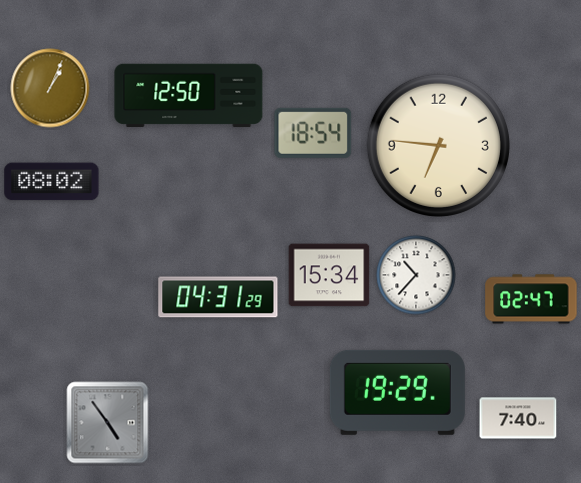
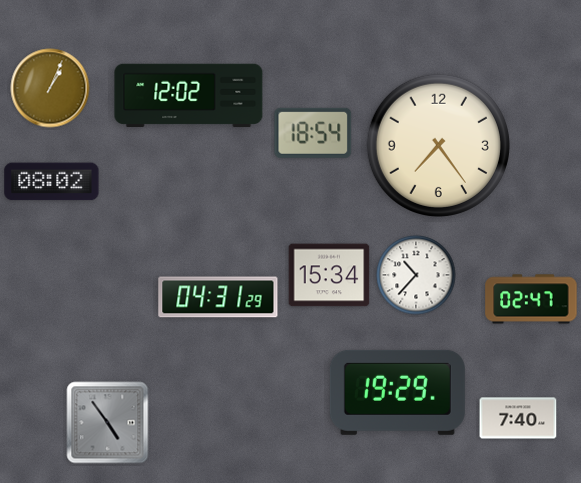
clock at (189, 96): 12:50 -> 12:02
clock at (438, 145): 6:46 -> 7:24
